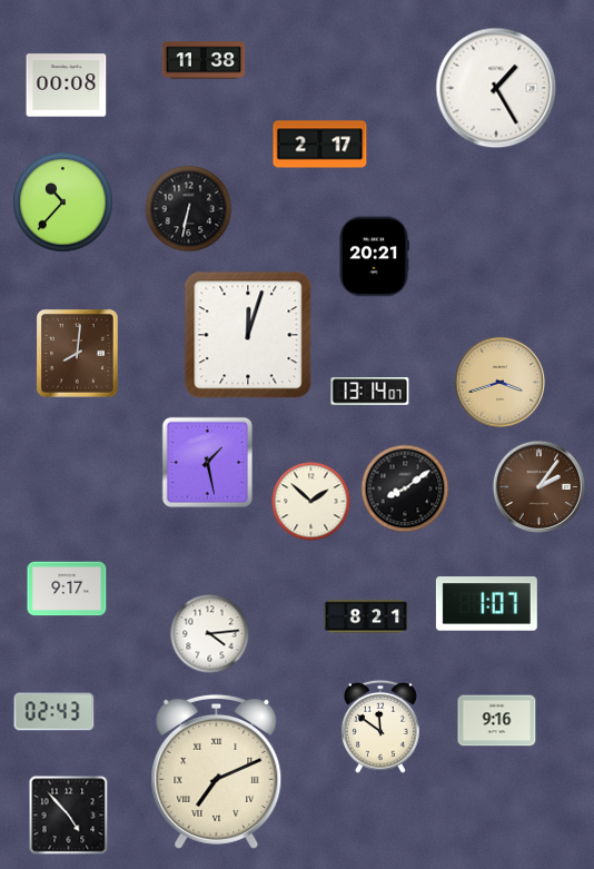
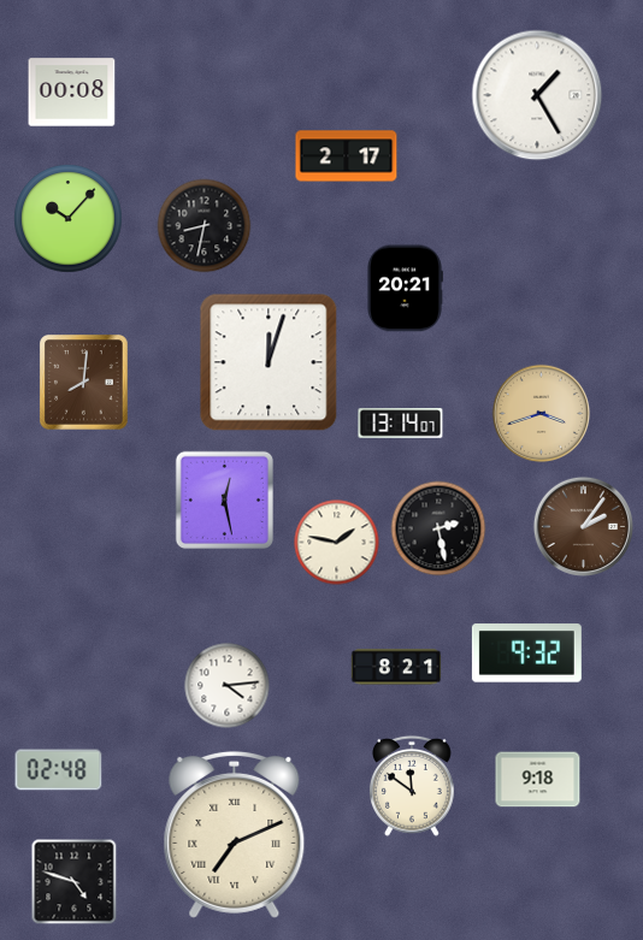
clock at (204, 60): 11:38 -> none
clock at (63, 203): 10:37 -> 10:07
clock at (189, 209): 6:32 -> 8:32
clock at (374, 257) position: (374, 257) -> (405, 289)
clock at (207, 462): 1:28 -> 12:28
clock at (405, 488): 8:09 -> 2:28
clock at (311, 502): 1:52 -> 1:47
clock at (67, 589): 9:17 -> none
clock at (486, 604): 1:07 -> 9:32
clock at (55, 712): 02:43 -> 02:48
clock at (497, 721): 9:16 -> 9:18
clock at (69, 816): 4:53 -> 4:48
